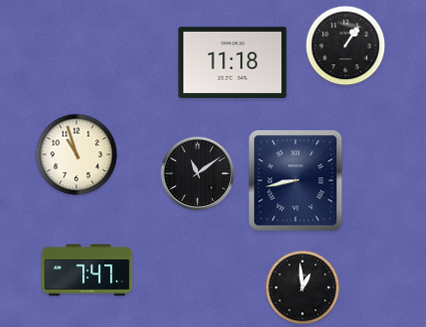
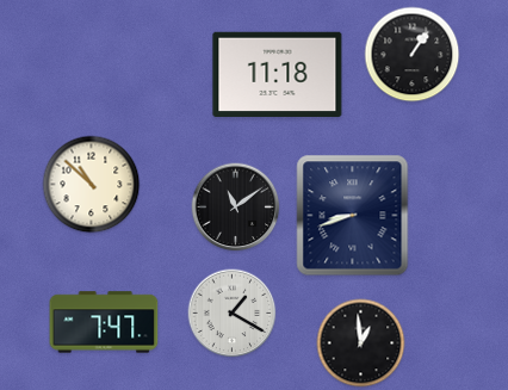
clock at (77, 155): 10:57 -> 10:52
clock at (296, 181): 8:43 -> 8:42
clock at (233, 314): none -> 1:20
